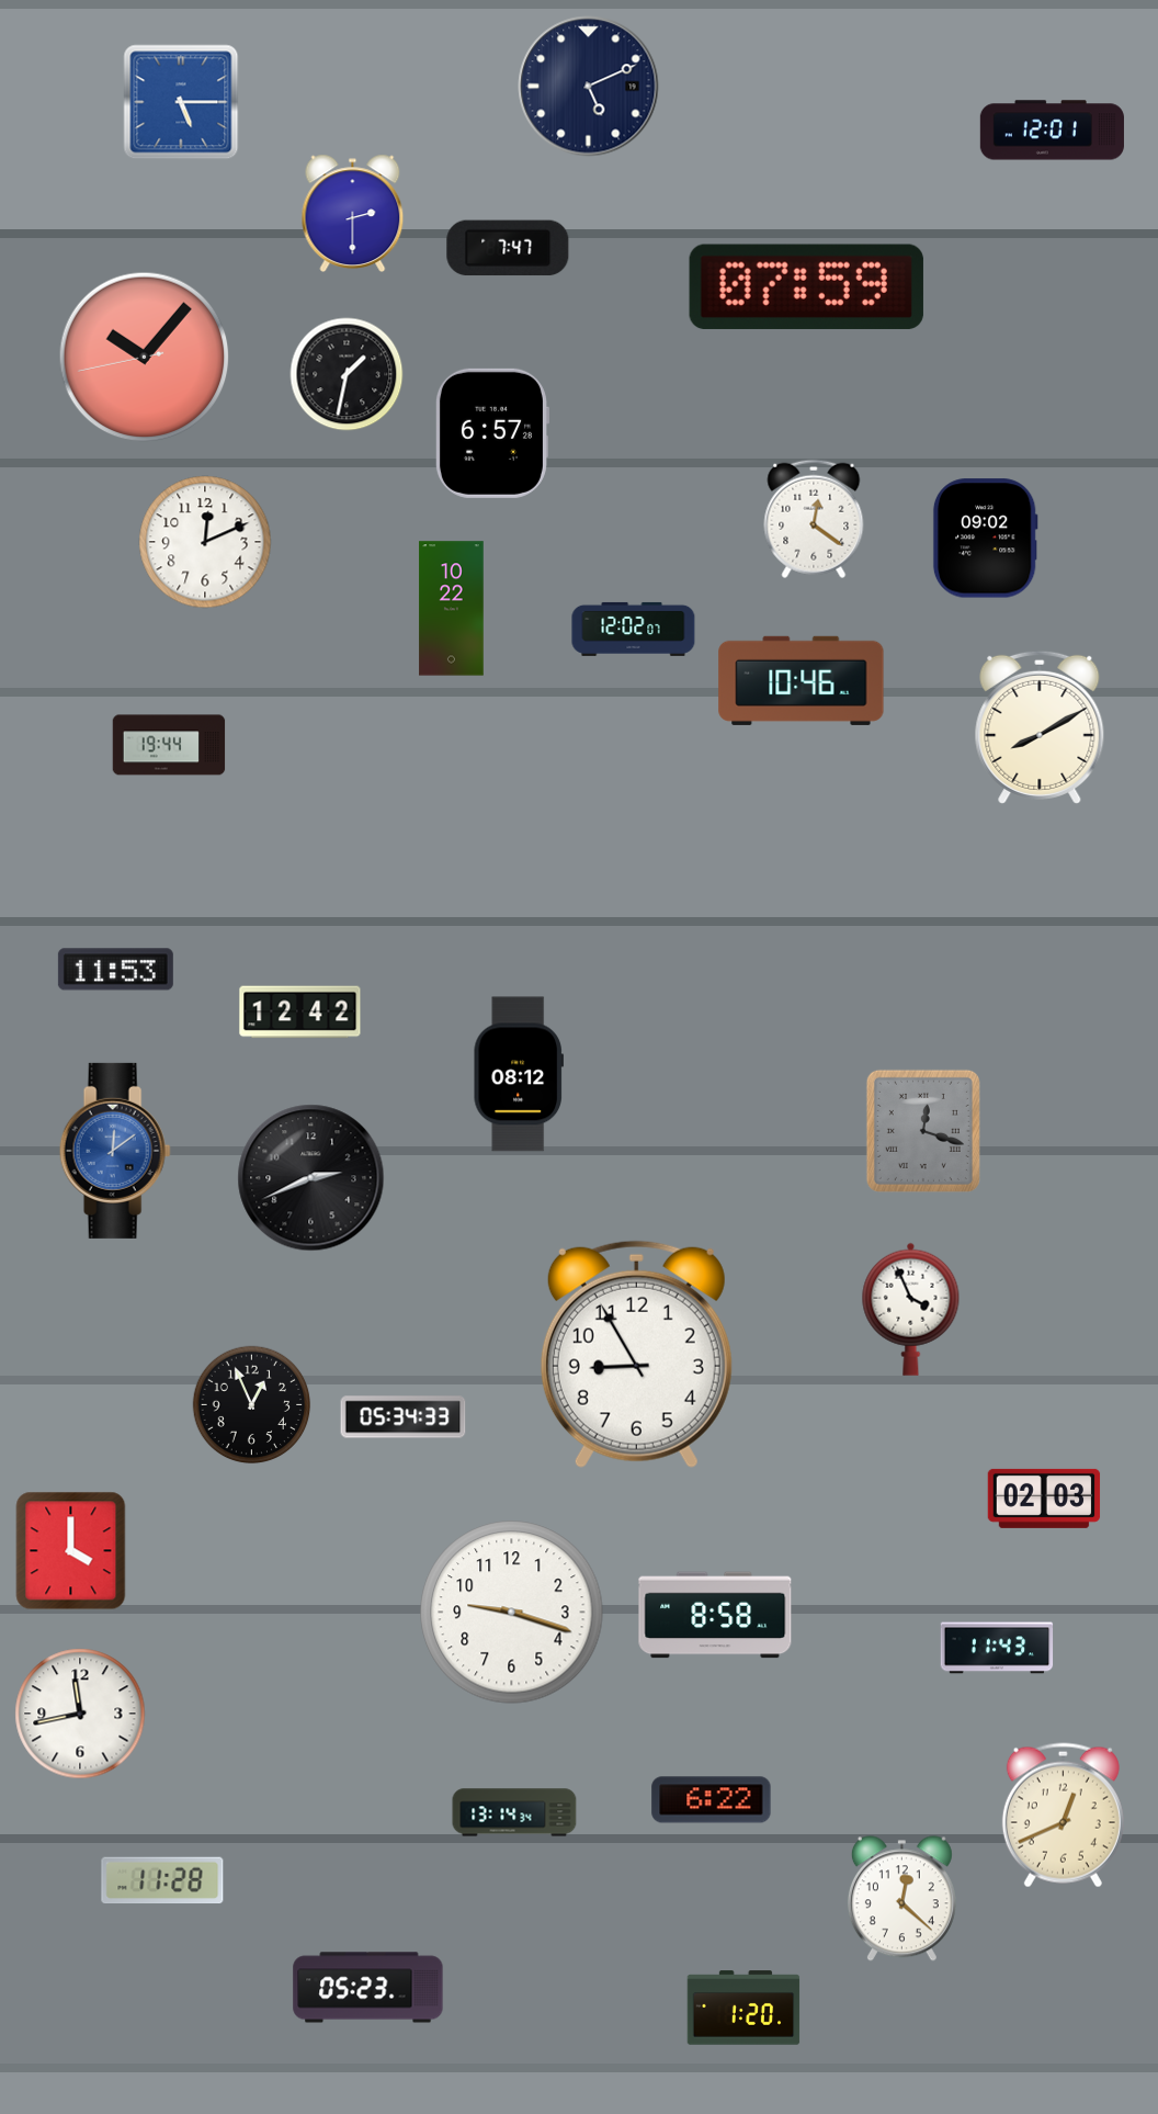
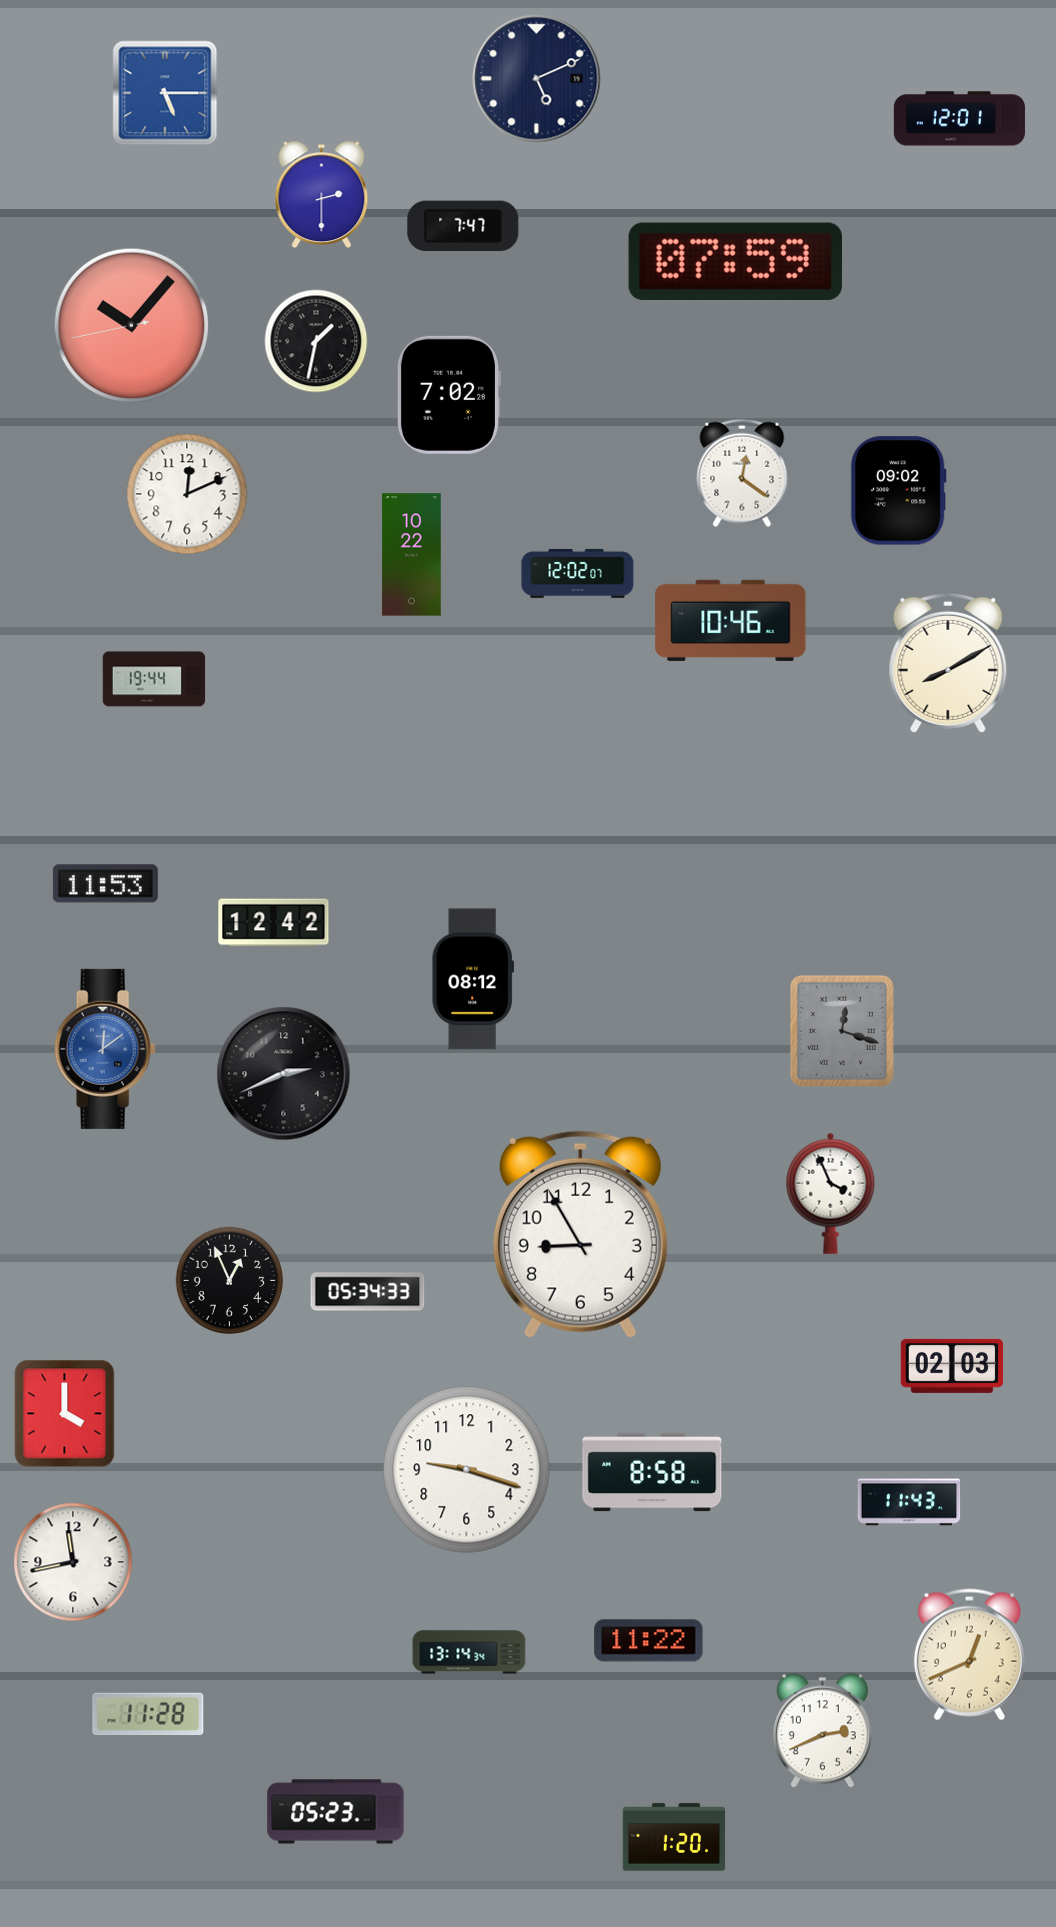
clock at (491, 433): 6:57 -> 7:02
clock at (712, 1800): 6:22 -> 11:22
clock at (901, 1899): 12:22 -> 2:41
clock at (743, 2008) position: (743, 2008) -> (674, 1837)
